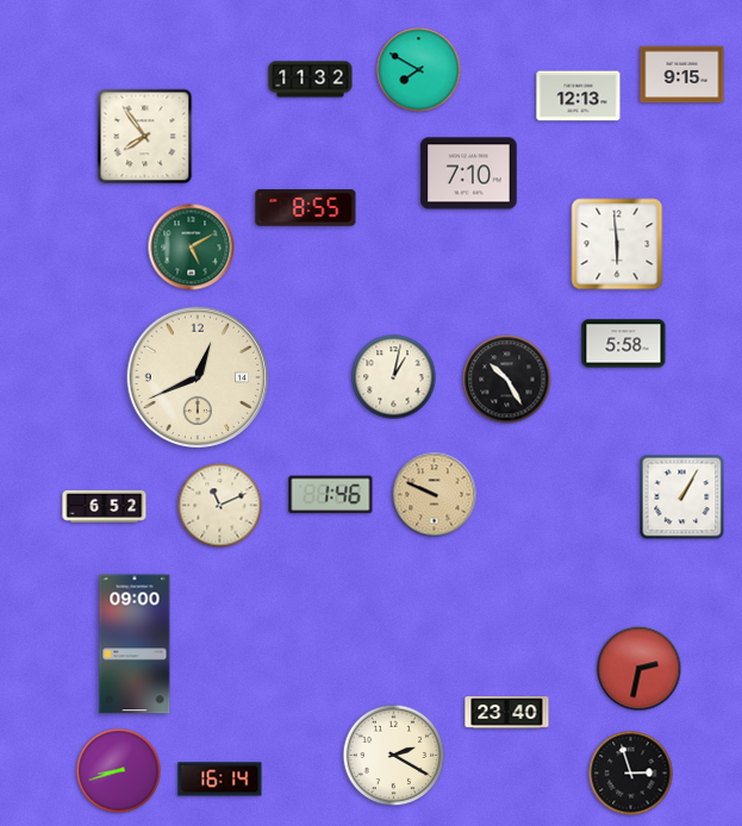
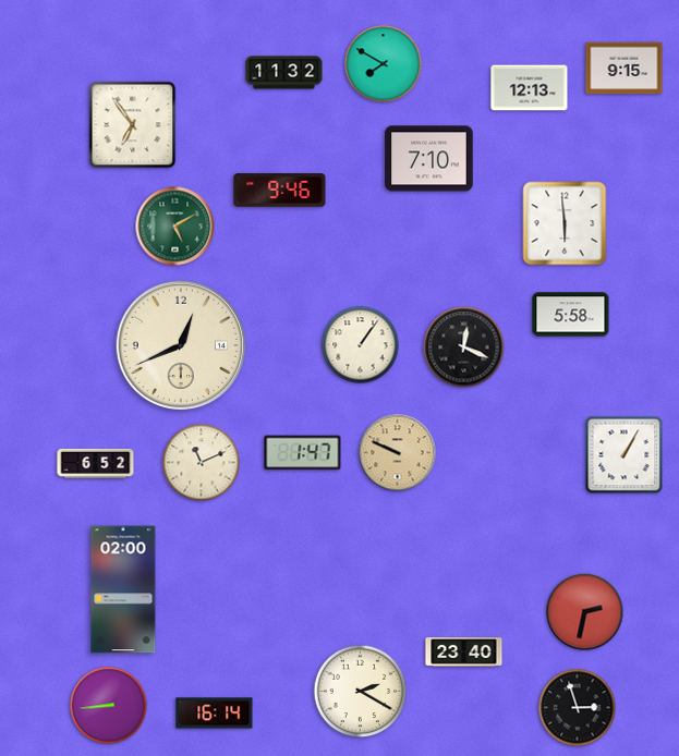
clock at (145, 137): 7:54 -> 6:54
clock at (306, 208): 8:55 -> 9:46
clock at (394, 377): 1:02 -> 1:06
clock at (507, 380): 10:25 -> 12:19
clock at (331, 495): 1:46 -> 1:47
clock at (135, 644): 09:00 -> 02:00
clock at (119, 771): 8:42 -> 8:44
clock at (220, 780) position: (220, 780) -> (215, 714)
